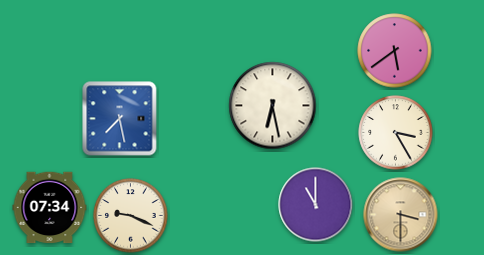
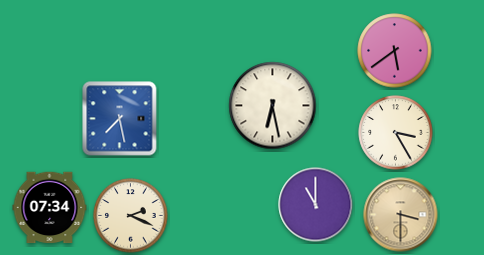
clock at (131, 216): 9:19 -> 2:19
